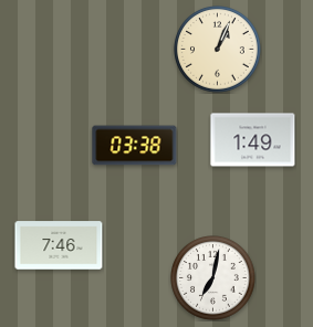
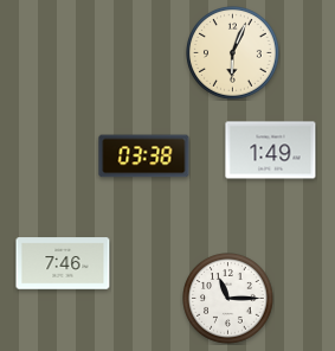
clock at (218, 50): 1:04 -> 6:04
clock at (213, 278): 7:02 -> 11:15
